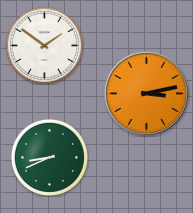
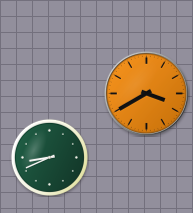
clock at (44, 45): 1:51 -> none
clock at (146, 93): 3:13 -> 3:40
